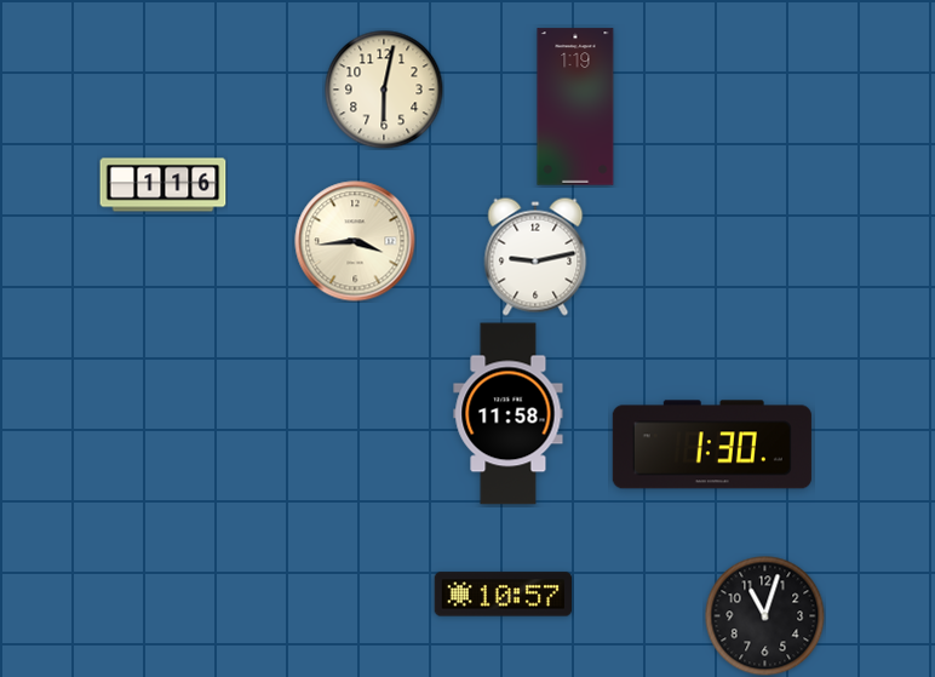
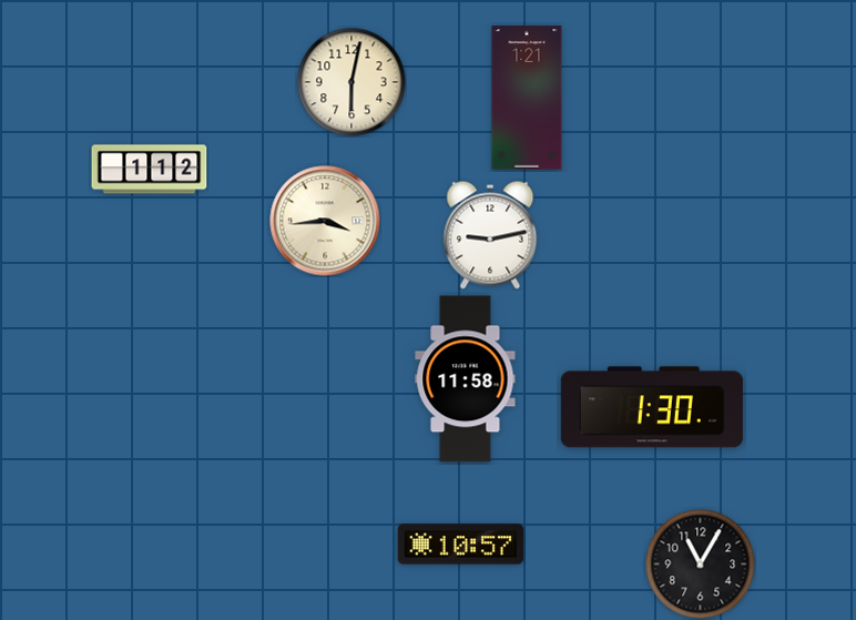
clock at (575, 107): 1:19 -> 1:21
clock at (164, 185): 1:16 -> 1:12
clock at (765, 616): 11:03 -> 11:05
